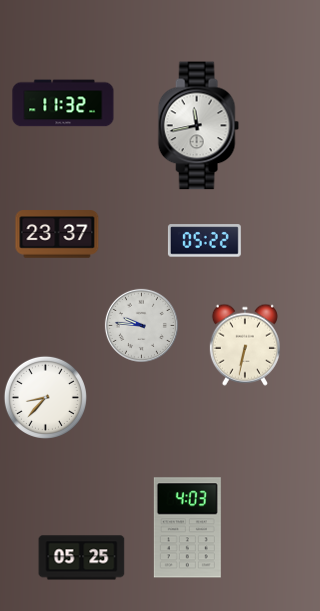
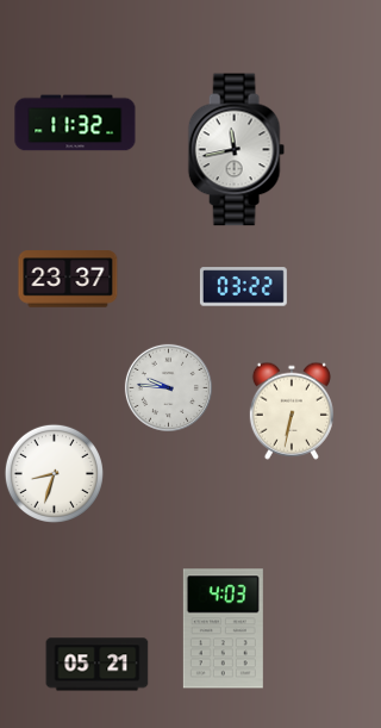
clock at (204, 241): 05:22 -> 03:22
clock at (45, 397): 8:37 -> 8:33
clock at (82, 558): 05:25 -> 05:21
